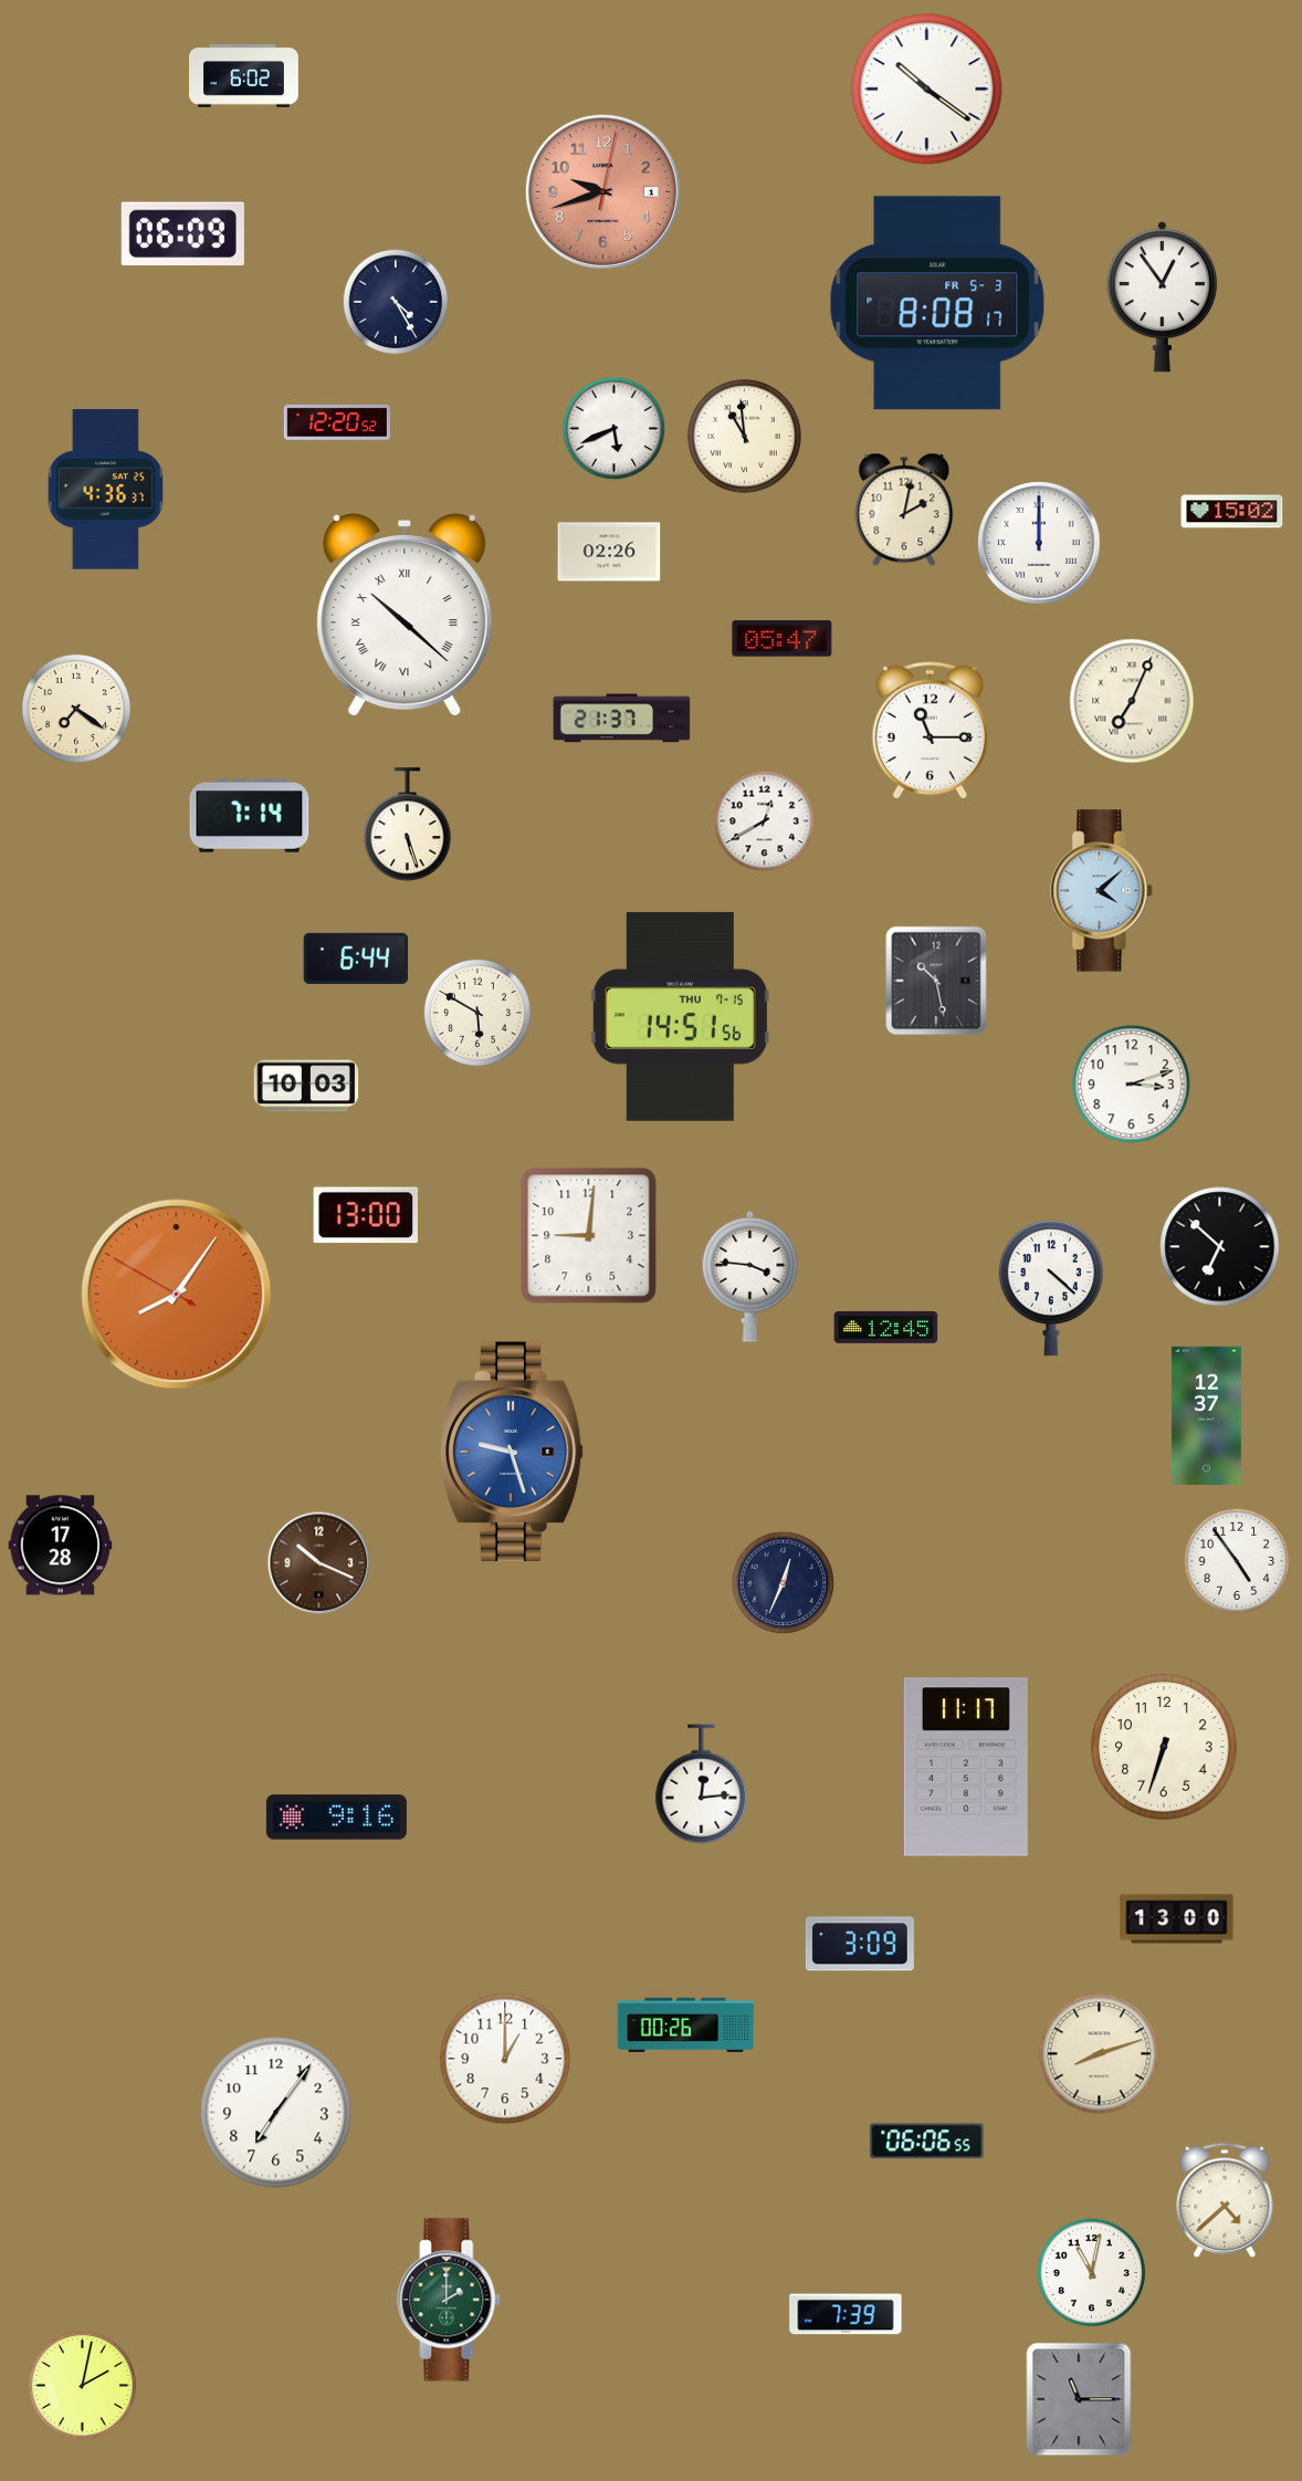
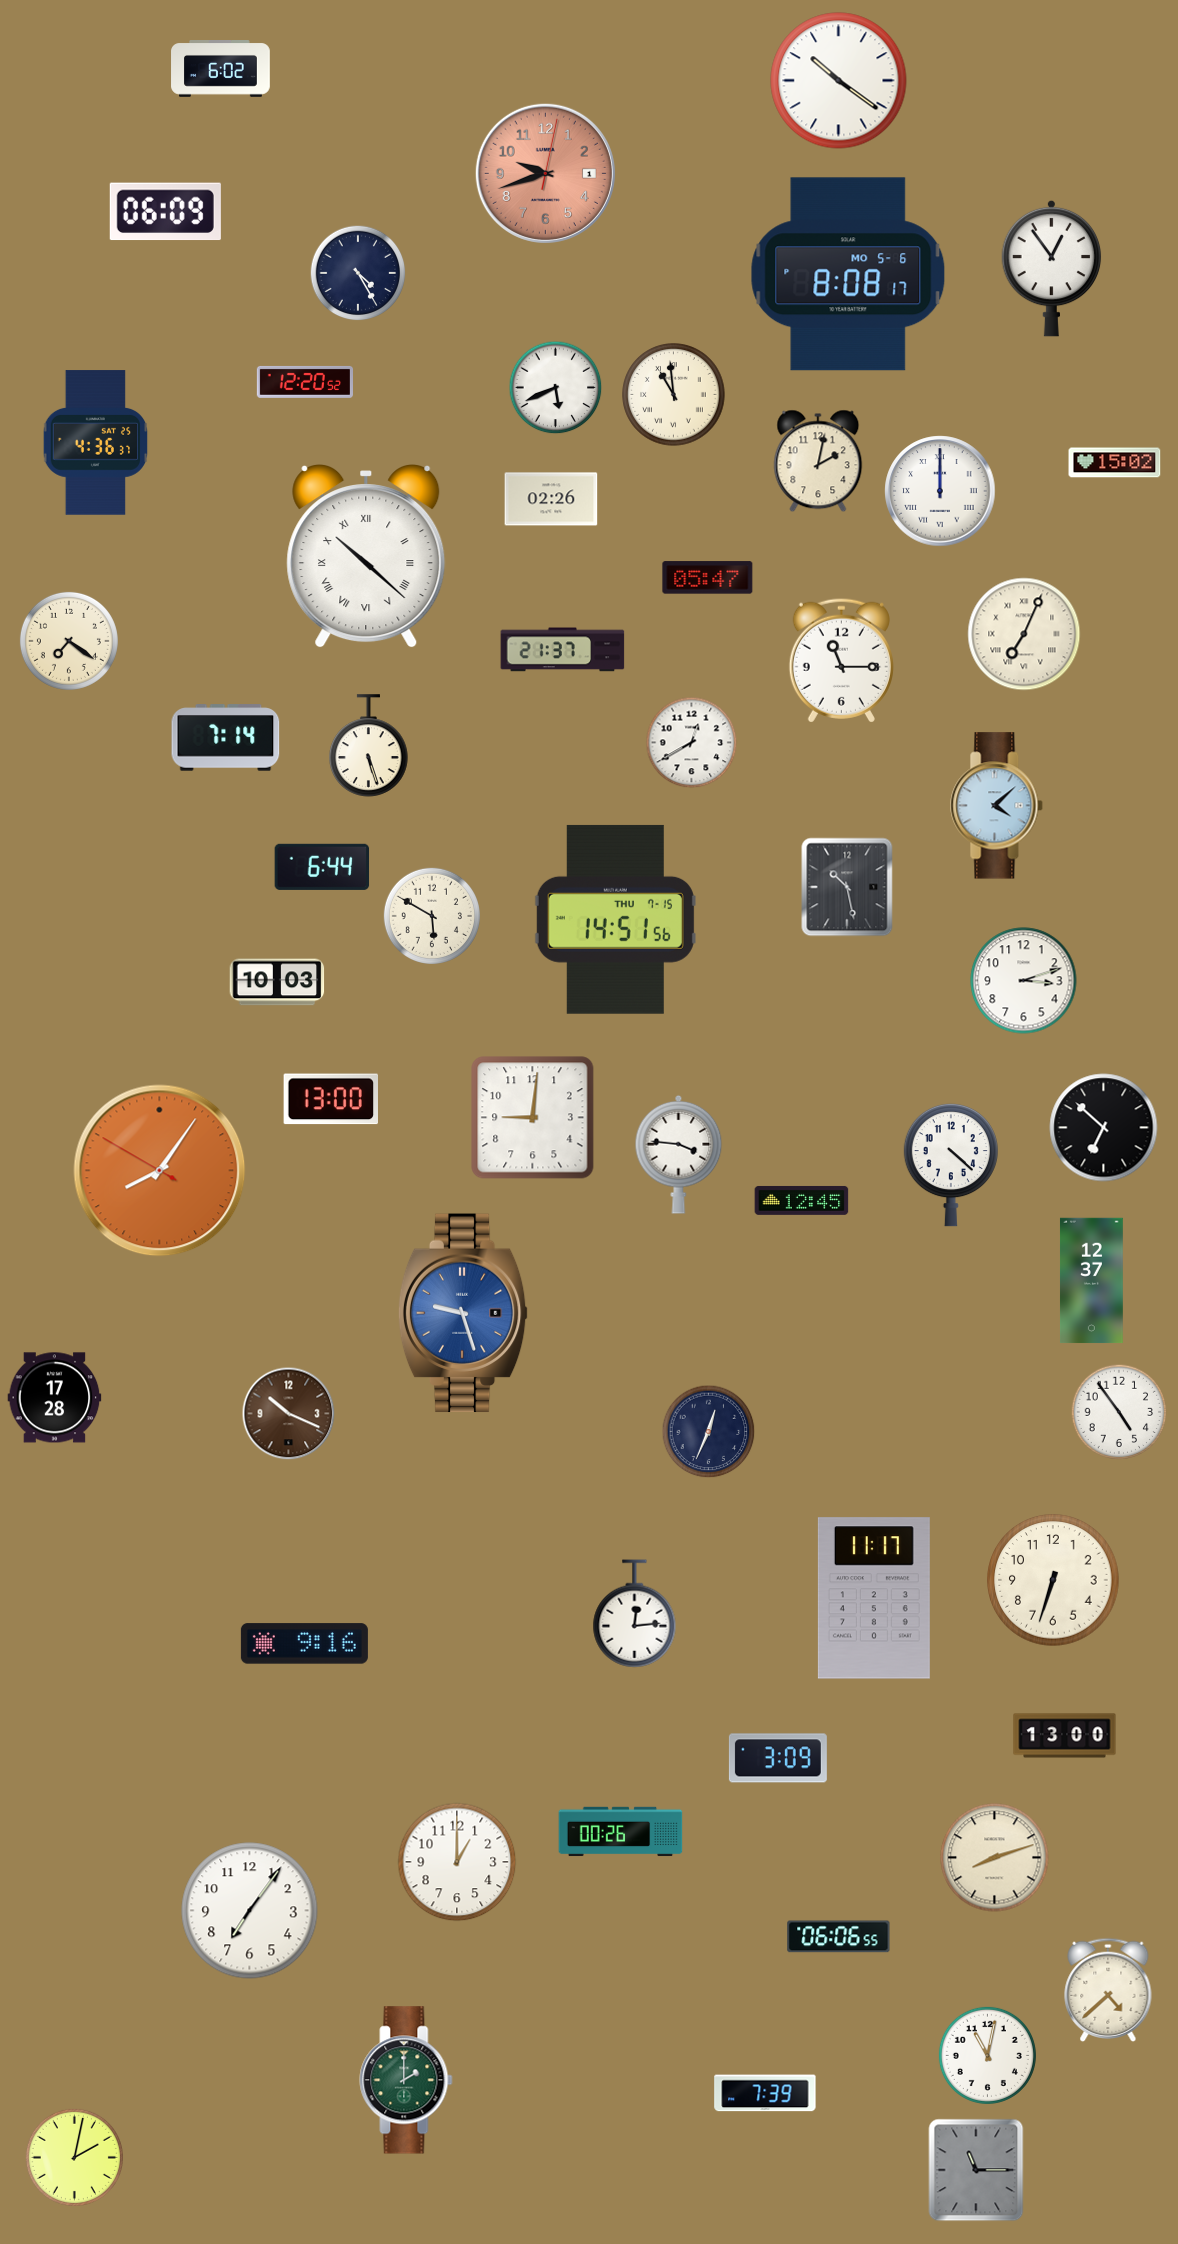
clock at (937, 303) date: FR 5-3 -> MO 5-6
